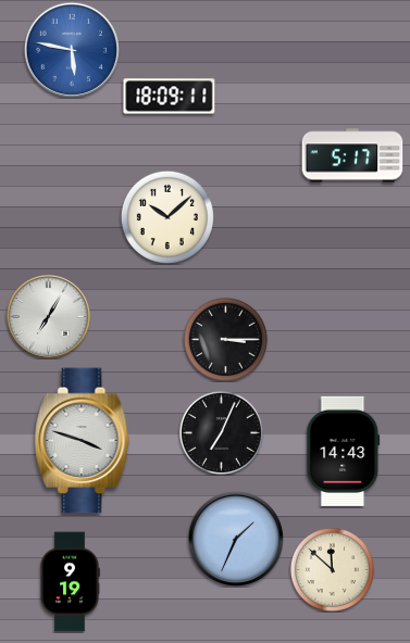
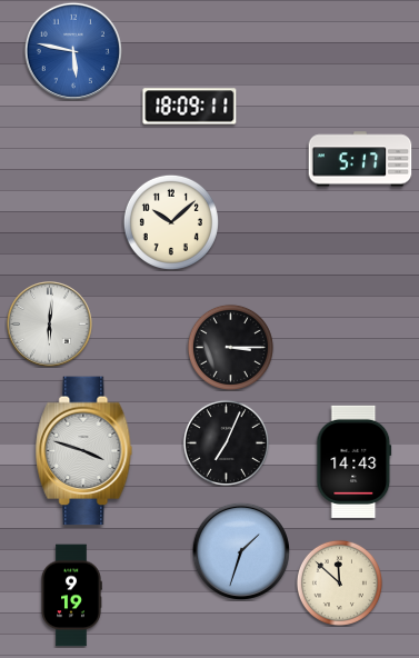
clock at (170, 97) position: (170, 97) -> (190, 107)
clock at (49, 317): 7:05 -> 6:01
clock at (344, 451) position: (344, 451) -> (355, 461)
clock at (236, 539): 1:34 -> 1:33
